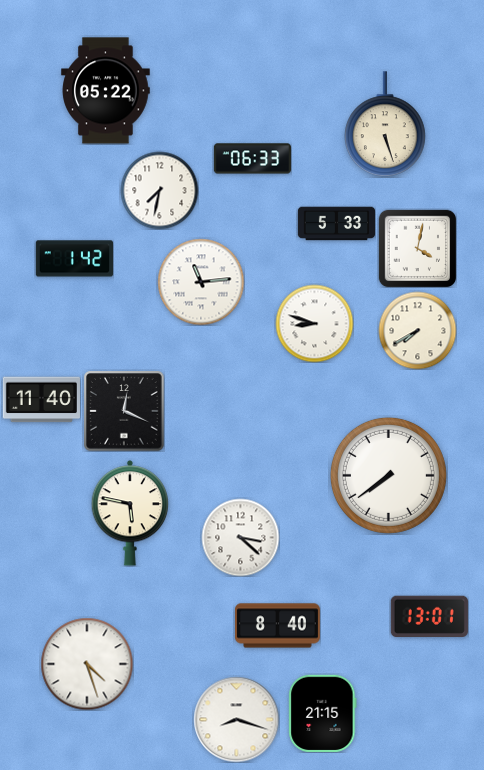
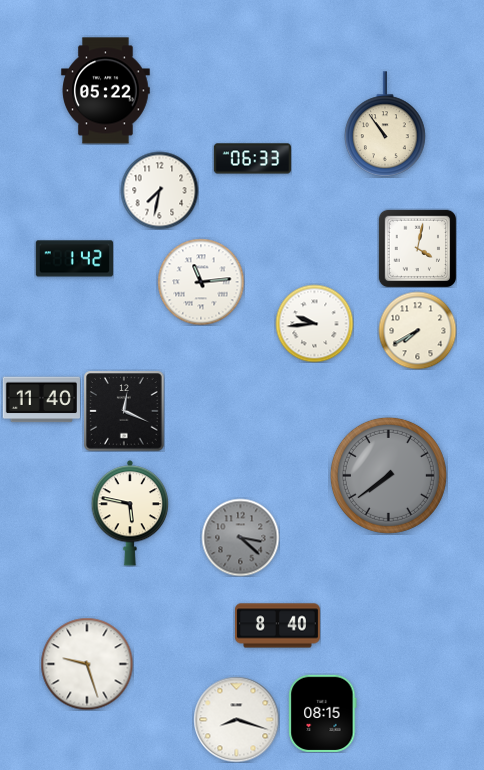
clock at (386, 124): 5:27 -> 10:54
clock at (336, 224): 5:33 -> none
clock at (314, 323): 8:48 -> 9:44
clock at (388, 475) dial: white -> grey
clock at (240, 537) dial: white -> grey
clock at (429, 616): 13:01 -> none
clock at (87, 664): 4:27 -> 9:27
clock at (323, 713): 21:15 -> 08:15
